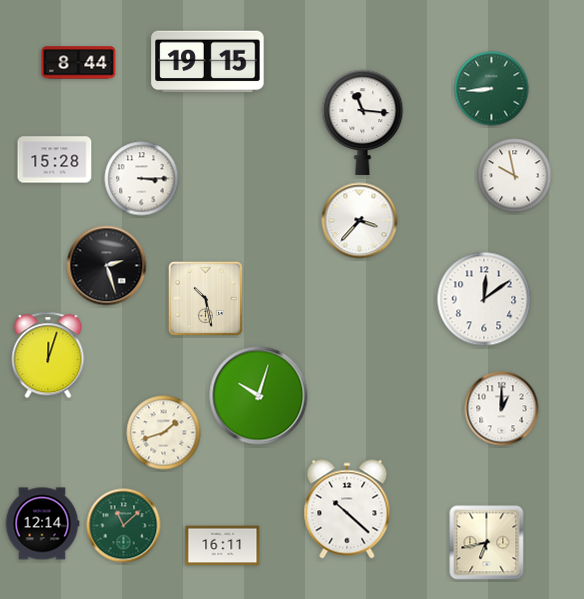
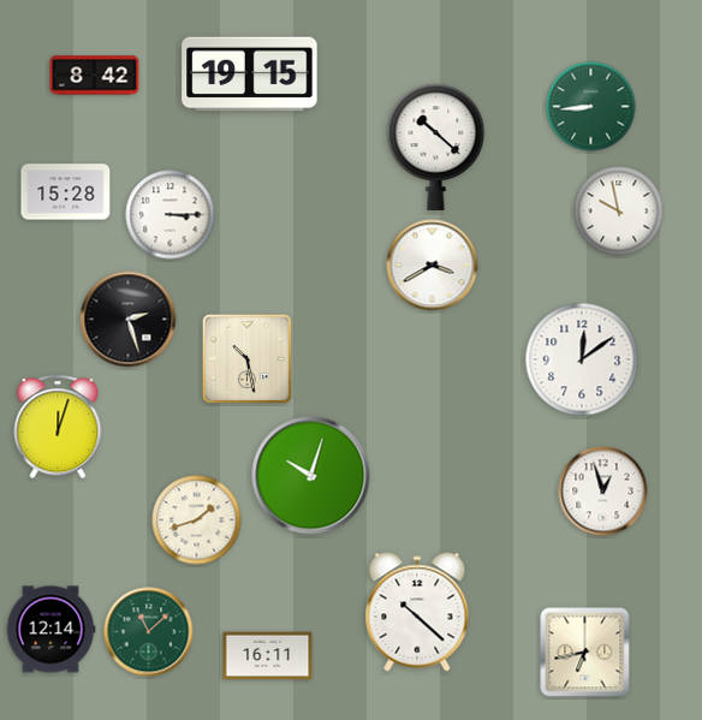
clock at (79, 63): 8:44 -> 8:42
clock at (363, 122): 11:16 -> 10:22
clock at (360, 221): 3:37 -> 3:40
clock at (502, 409): 1:00 -> 12:57
